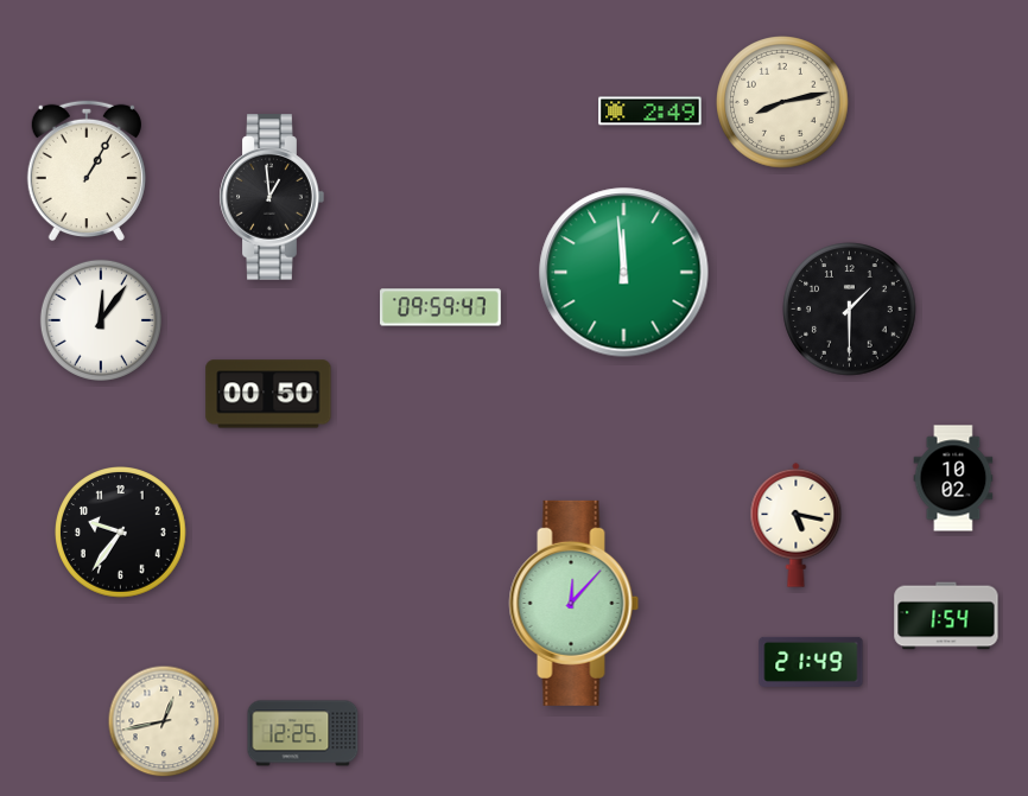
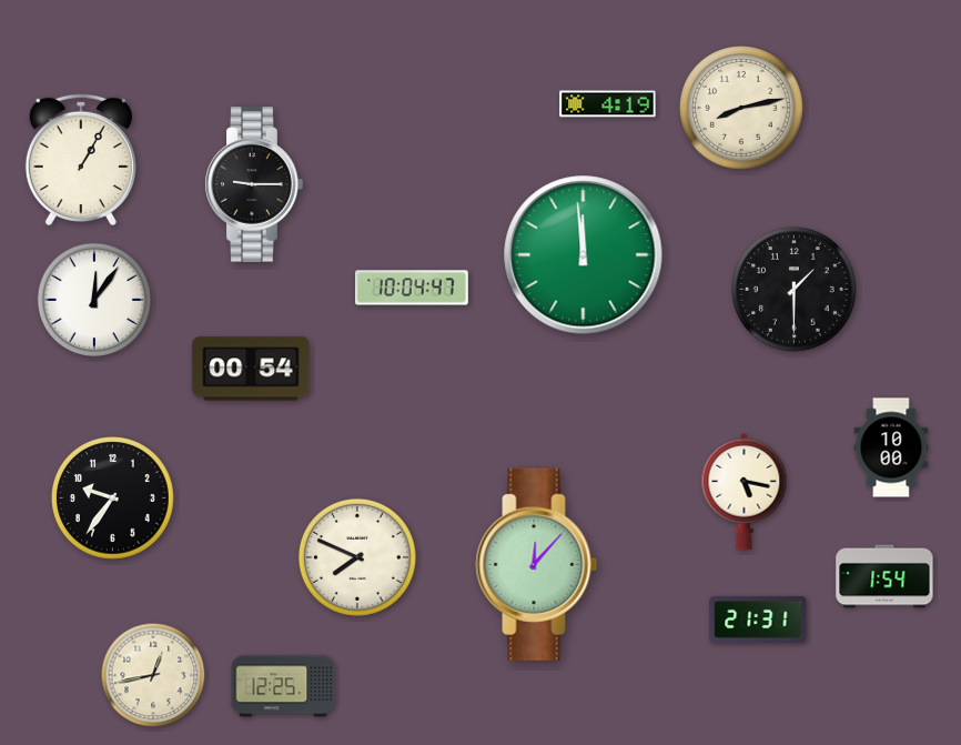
clock at (782, 102) position: (782, 102) -> (741, 108)
clock at (651, 112): 2:49 -> 4:19
clock at (272, 197): 12:59 -> 9:15
clock at (442, 307): 09:59 -> 10:04
clock at (268, 394): 00:50 -> 00:54
clock at (953, 478): 10:02 -> 10:00
clock at (357, 557): none -> 7:49
clock at (811, 662): 21:49 -> 21:31
